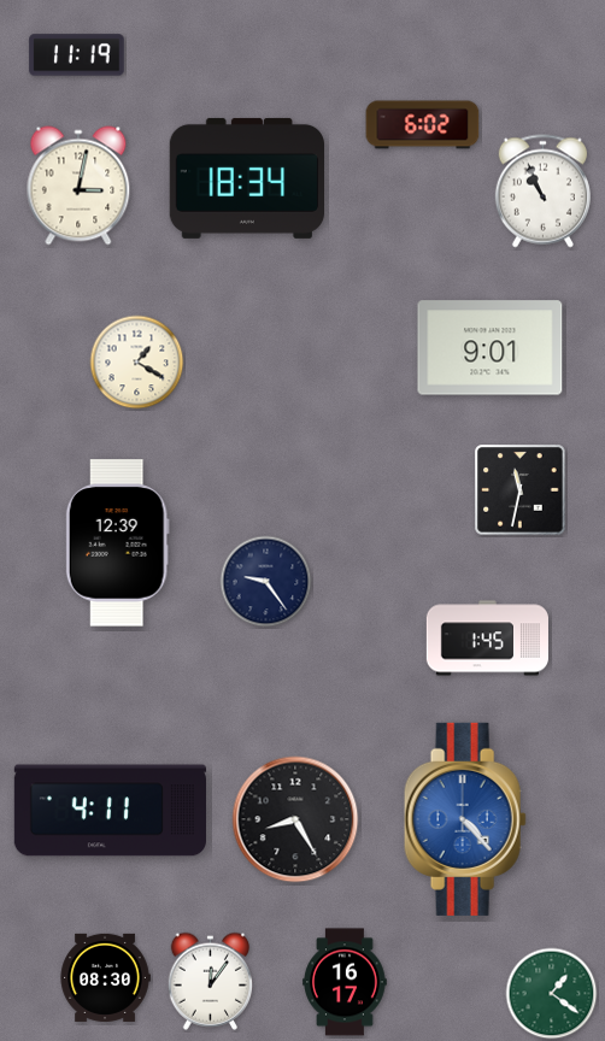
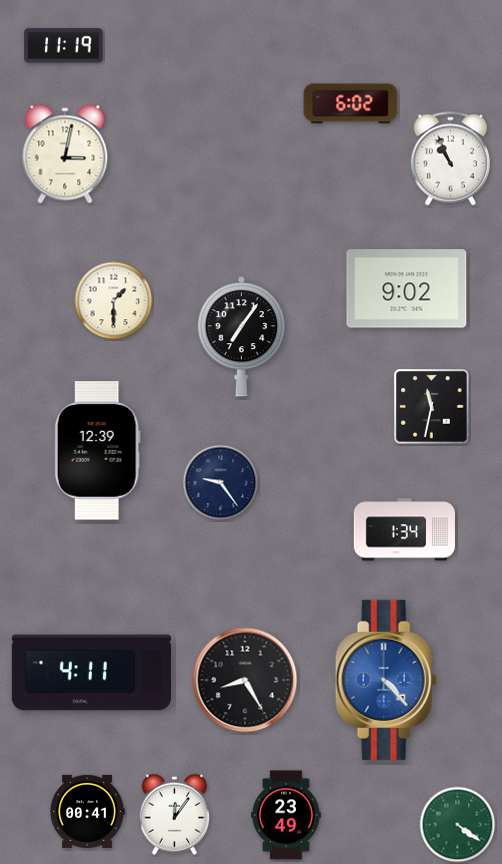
clock at (247, 178): 18:34 -> none
clock at (491, 348): 9:01 -> 9:02
clock at (137, 363): 1:20 -> 1:30
clock at (241, 337): none -> 7:06
clock at (487, 639): 1:45 -> 1:34
clock at (105, 977): 08:30 -> 00:41
clock at (345, 982): 16:17 -> 23:49
clock at (552, 994): 1:21 -> 4:21
